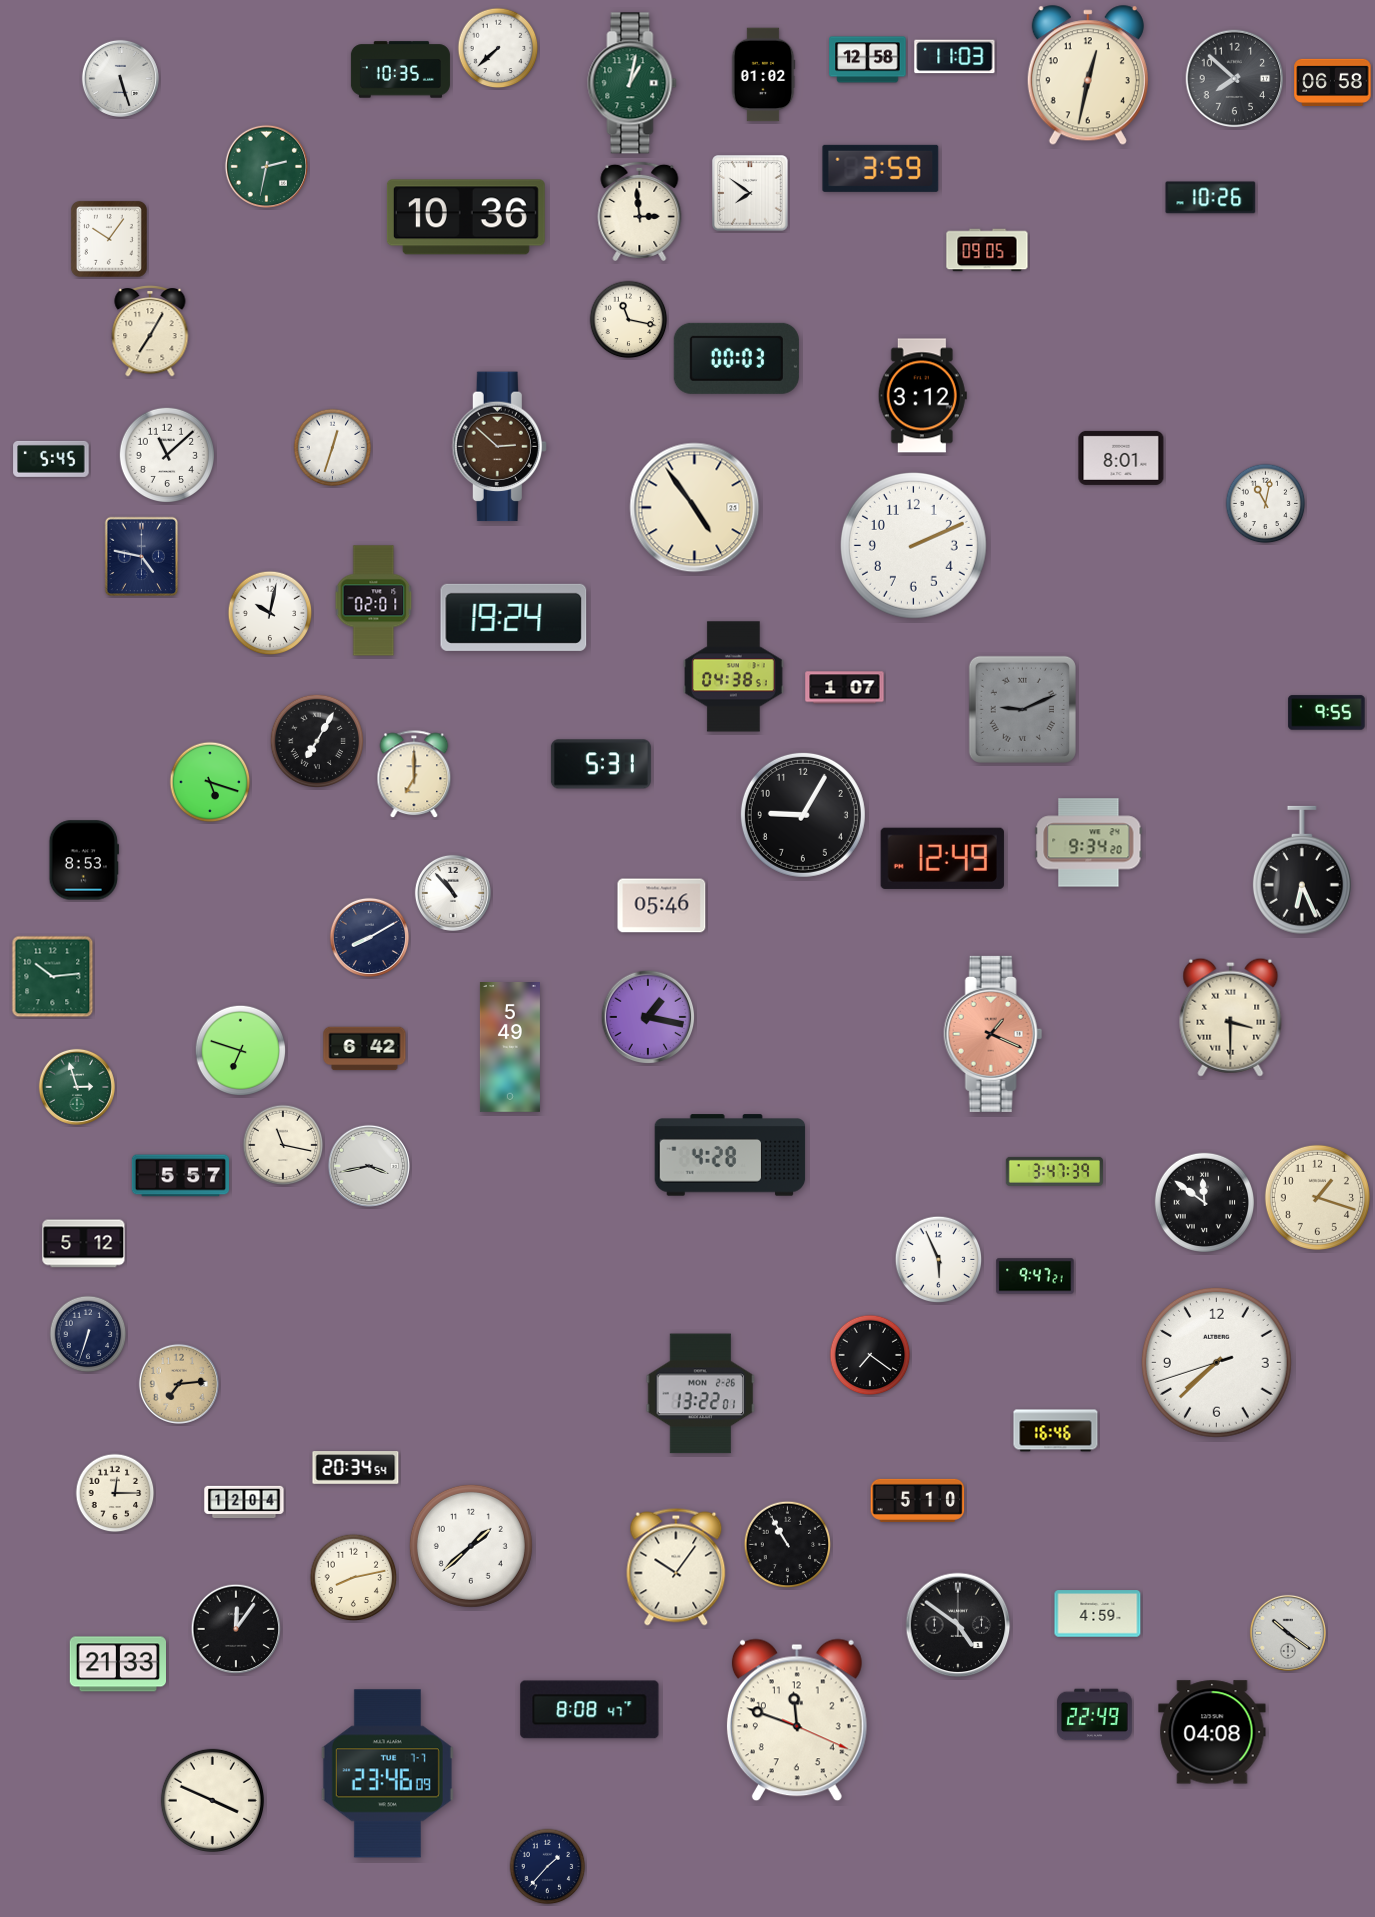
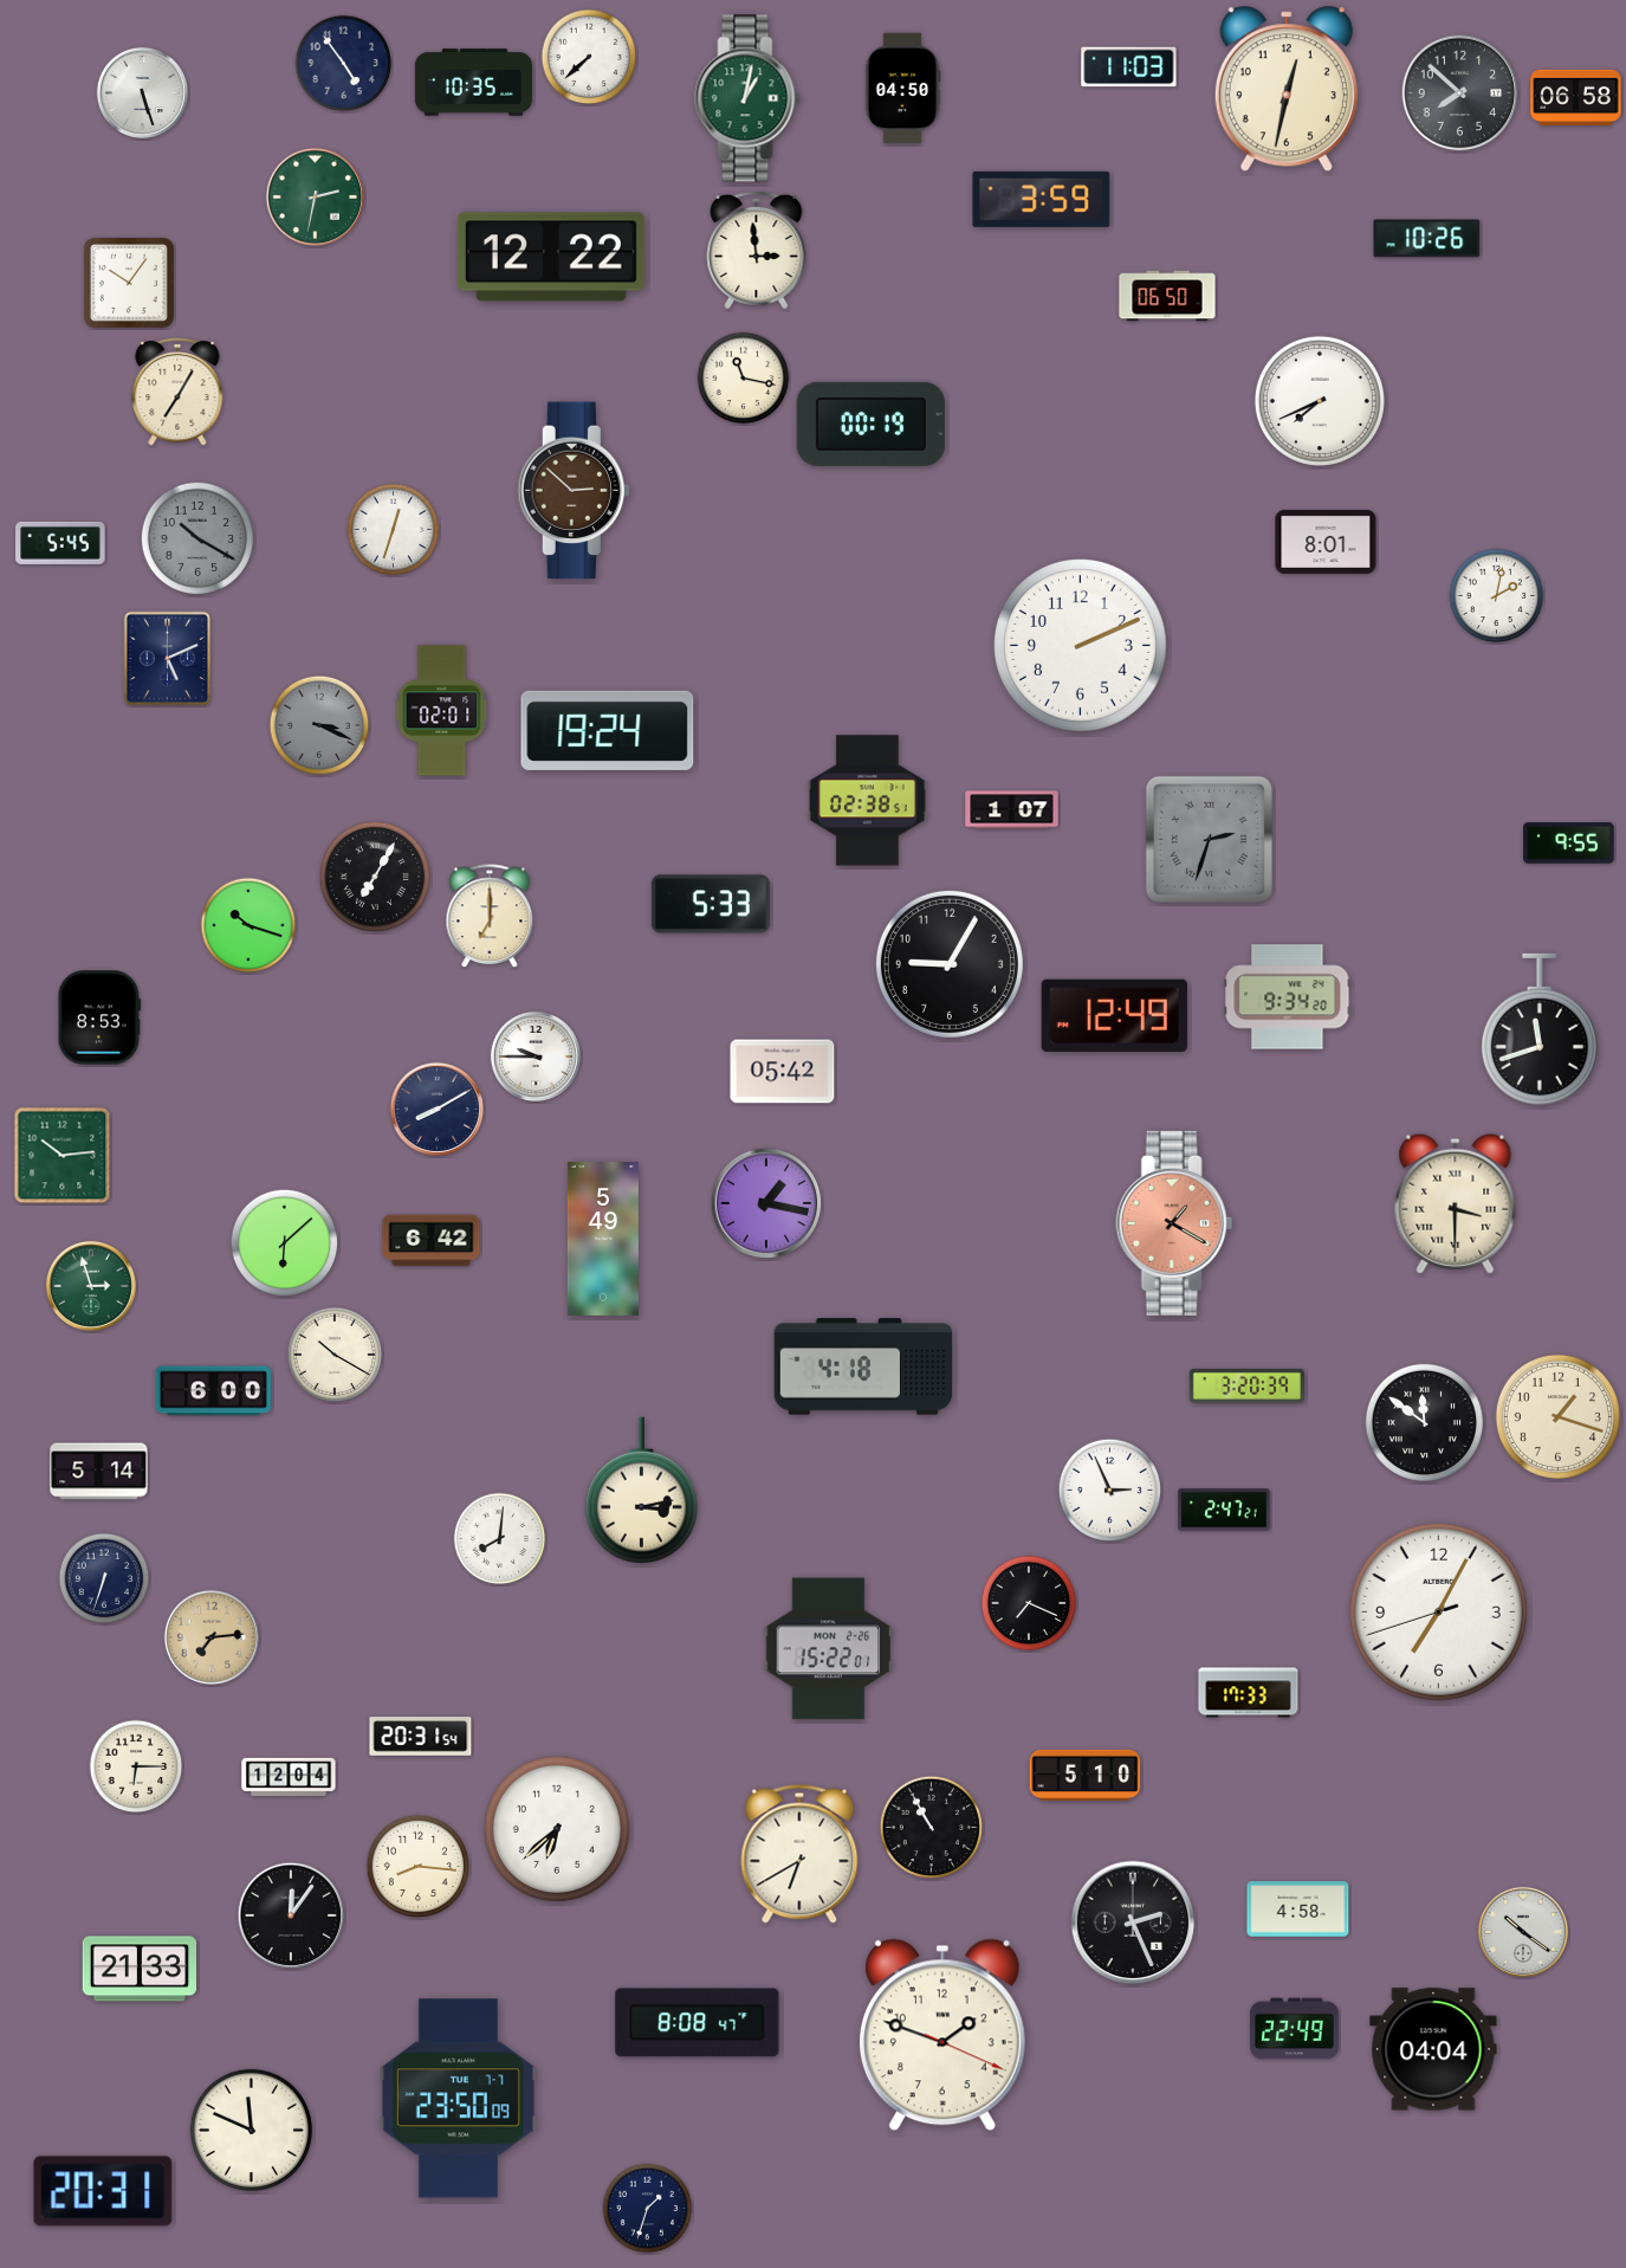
clock at (344, 64): none -> 4:54
clock at (868, 60): 12:58 -> none
clock at (763, 75): 01:02 -> 04:50
clock at (750, 193): 7:51 -> none
clock at (1211, 198) position: (1211, 198) -> (1427, 239)
clock at (466, 217): 10:36 -> 12:22
clock at (987, 250): 09:05 -> 06:50
clock at (1320, 401): none -> 7:41
clock at (736, 358): 00:03 -> 00:19
clock at (922, 396): 3:12 -> none
clock at (499, 447) position: (499, 447) -> (574, 491)
clock at (166, 454): 11:08 -> 10:20
clock at (166, 454) dial: white -> grey
clock at (1266, 504): 11:02 -> 2:02
clock at (695, 508): 4:54 -> none
clock at (142, 557): 4:47 -> 5:11
clock at (270, 613): 10:02 -> 3:19
clock at (270, 613) dial: white -> grey
clock at (734, 677): 04:38 -> 02:38
clock at (845, 688) position: (845, 688) -> (1012, 810)
clock at (1022, 709): 9:11 -> 2:33
clock at (601, 764): 5:31 -> 5:33
clock at (210, 782): 5:18 -> 10:18
clock at (1302, 870): 6:26 -> 11:42
clock at (453, 893): 10:53 -> 9:45
clock at (662, 906): 05:46 -> 05:42
clock at (993, 1034): 1:19 -> 1:20
clock at (241, 1051): 6:48 -> 6:08
clock at (283, 1145): 11:17 -> 10:20
clock at (730, 1155): 4:28 -> 4:18
clock at (369, 1166): 3:43 -> none
clock at (1054, 1171): 3:47 -> 3:20
clock at (180, 1176): 5:57 -> 6:00
clock at (84, 1244): 5:12 -> 5:14
clock at (641, 1491): none -> 3:13
clock at (939, 1260): 5:56 -> 2:56
clock at (1035, 1276): 9:47 -> 2:47
clock at (500, 1539): none -> 8:01
clock at (870, 1355): 7:21 -> 7:19
clock at (1216, 1362): 7:37 -> 7:04
clock at (701, 1394): 13:22 -> 15:22
clock at (1056, 1431): 16:46 -> 17:33
clock at (356, 1468): 20:34 -> 20:31
clock at (115, 1493): 12:15 -> 6:15
clock at (471, 1546): 1:38 -> 6:38
clock at (676, 1567): 10:06 -> 6:40
clock at (354, 1578): 8:13 -> 8:16
clock at (1098, 1614): 4:59 -> 4:58
clock at (958, 1625): 4:51 -> 2:26
clock at (236, 1629) position: (236, 1629) -> (291, 1915)
clock at (797, 1720): 11:48 -> 1:48
clock at (1212, 1732): 04:08 -> 04:04
clock at (387, 1774): 23:46 -> 23:50
clock at (212, 1800): 3:49 -> 11:49
clock at (103, 2191): none -> 20:31
clock at (548, 1867): 1:37 -> 1:33
